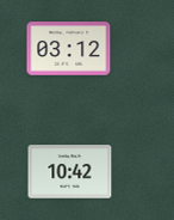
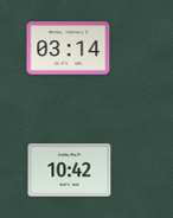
clock at (69, 49): 03:12 -> 03:14
